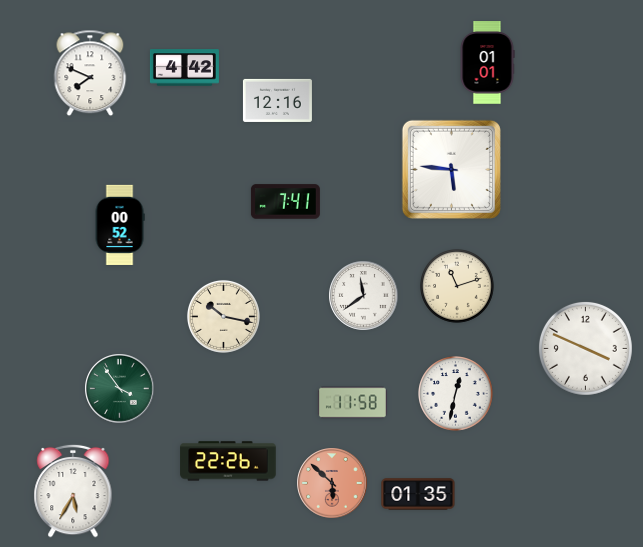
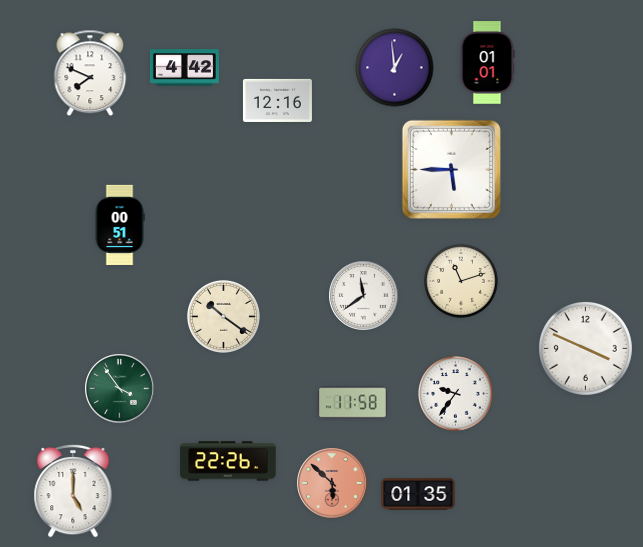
clock at (395, 68): none -> 12:59
clock at (451, 169): 5:46 -> 5:45
clock at (285, 202): 7:41 -> none
clock at (120, 224): 00:52 -> 00:51
clock at (458, 287) position: (458, 287) -> (462, 282)
clock at (223, 316): 10:17 -> 10:21
clock at (456, 394): 12:32 -> 9:36
clock at (73, 491): 5:35 -> 5:00
